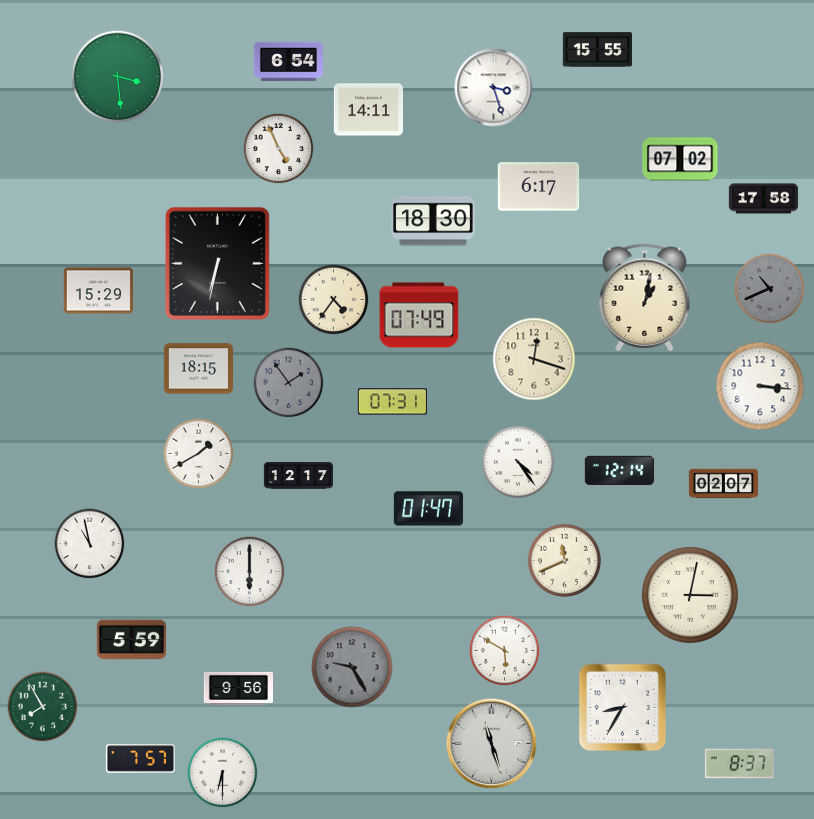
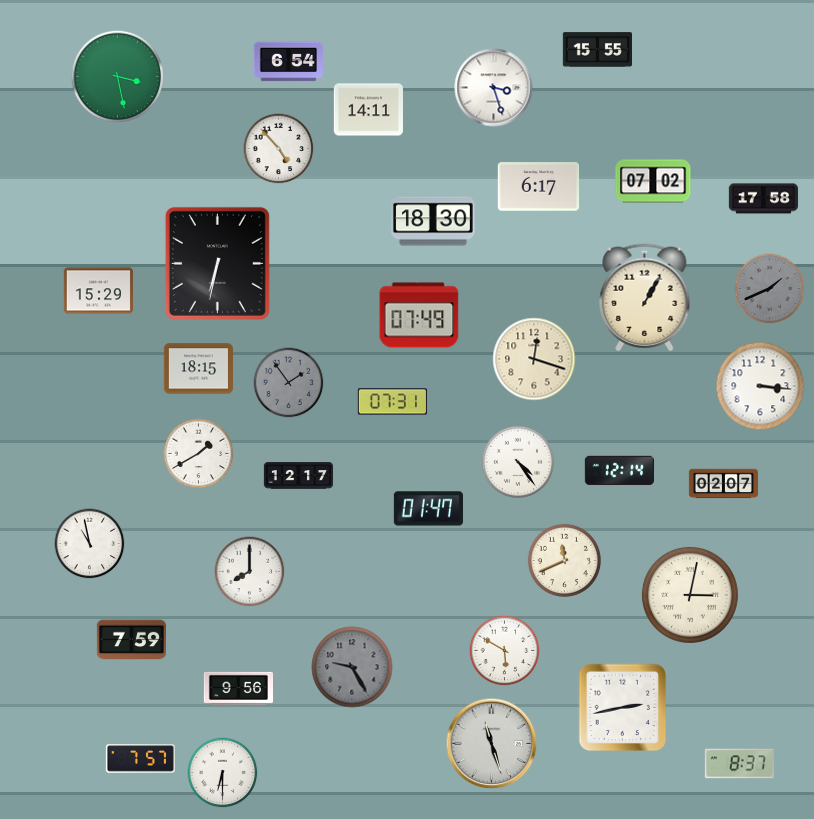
clock at (118, 77): 3:29 -> 3:28
clock at (279, 149): 4:56 -> 4:53
clock at (680, 159) position: (680, 159) -> (653, 181)
clock at (770, 289): 10:41 -> 1:41
clock at (645, 298): 1:02 -> 1:05
clock at (334, 300): 4:36 -> none
clock at (250, 572): 6:00 -> 8:00
clock at (131, 640): 5:59 -> 7:59
clock at (43, 707): 7:55 -> none
clock at (623, 708): 8:35 -> 2:43
